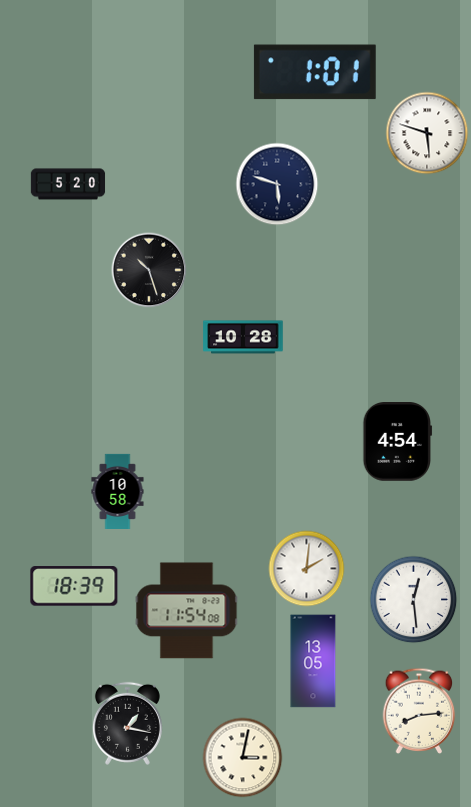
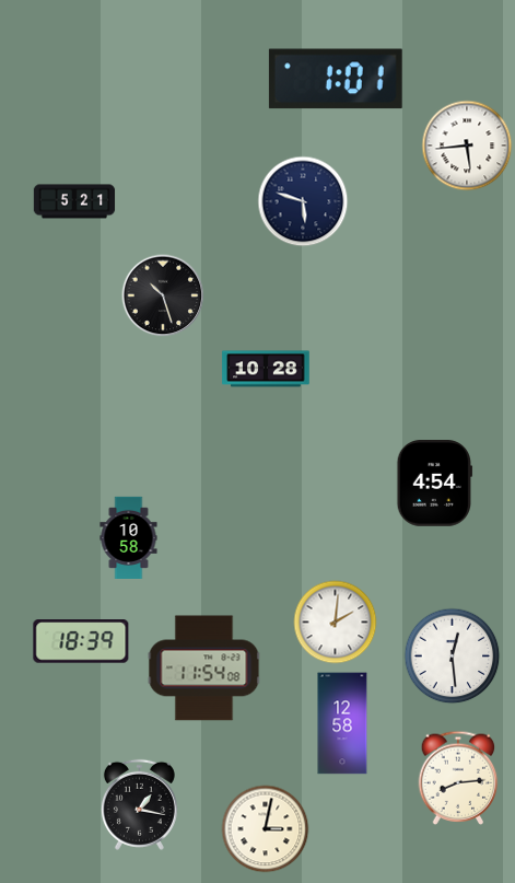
clock at (315, 72) position: (315, 72) -> (336, 79)
clock at (427, 133): 5:48 -> 5:44
clock at (68, 184): 5:20 -> 5:21
clock at (313, 661): 13:05 -> 12:58
clock at (127, 723) position: (127, 723) -> (139, 804)
